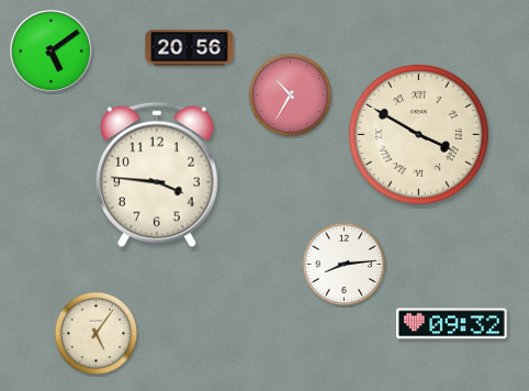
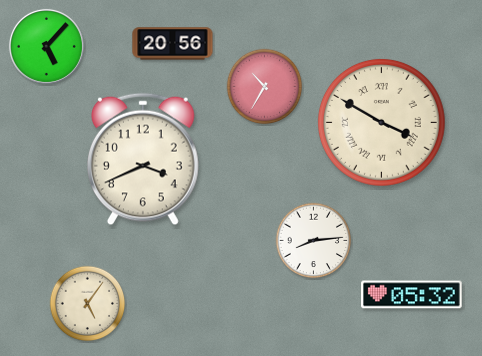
clock at (50, 51): 5:09 -> 5:07
clock at (158, 175): 3:46 -> 3:41
clock at (452, 324): 09:32 -> 05:32
